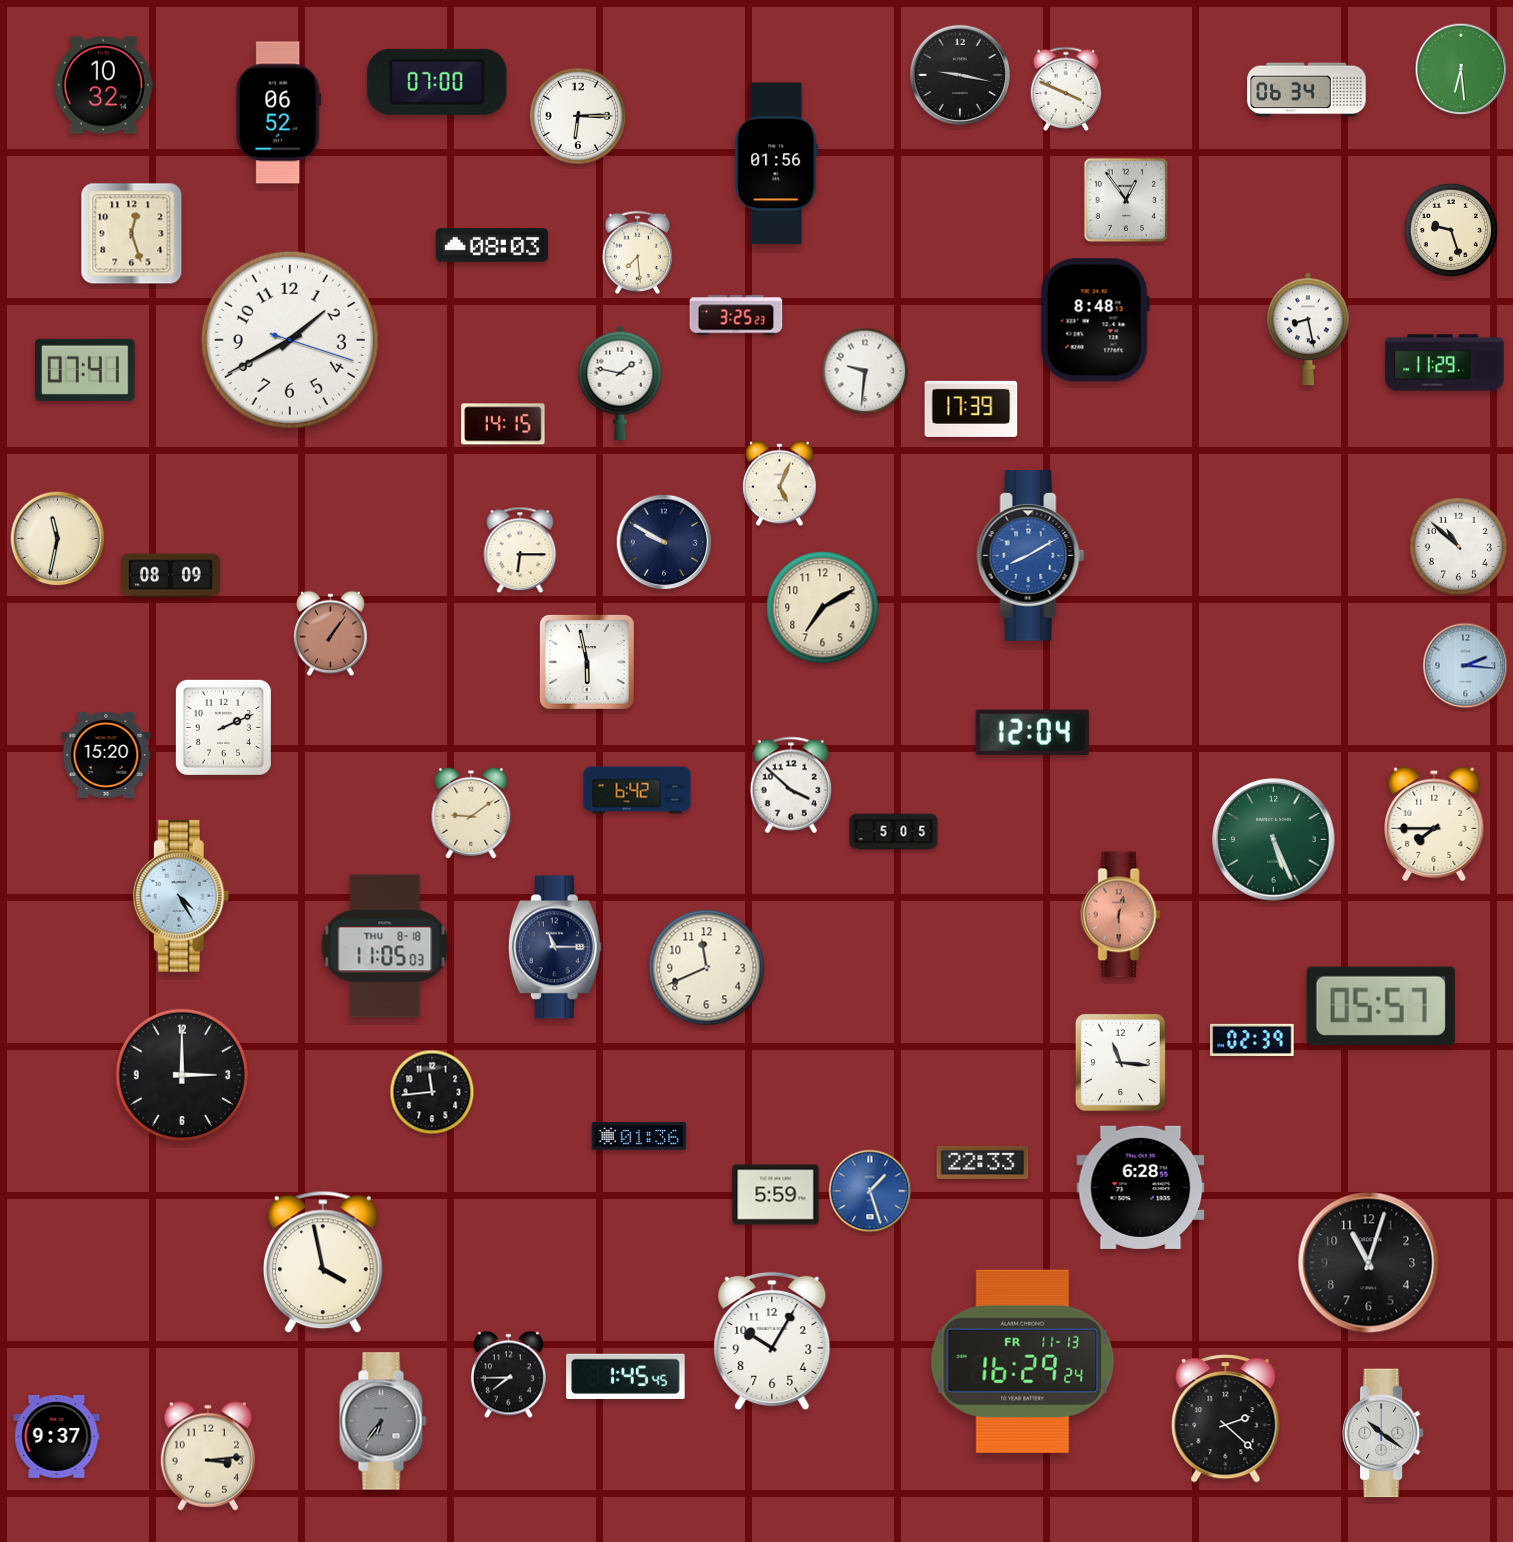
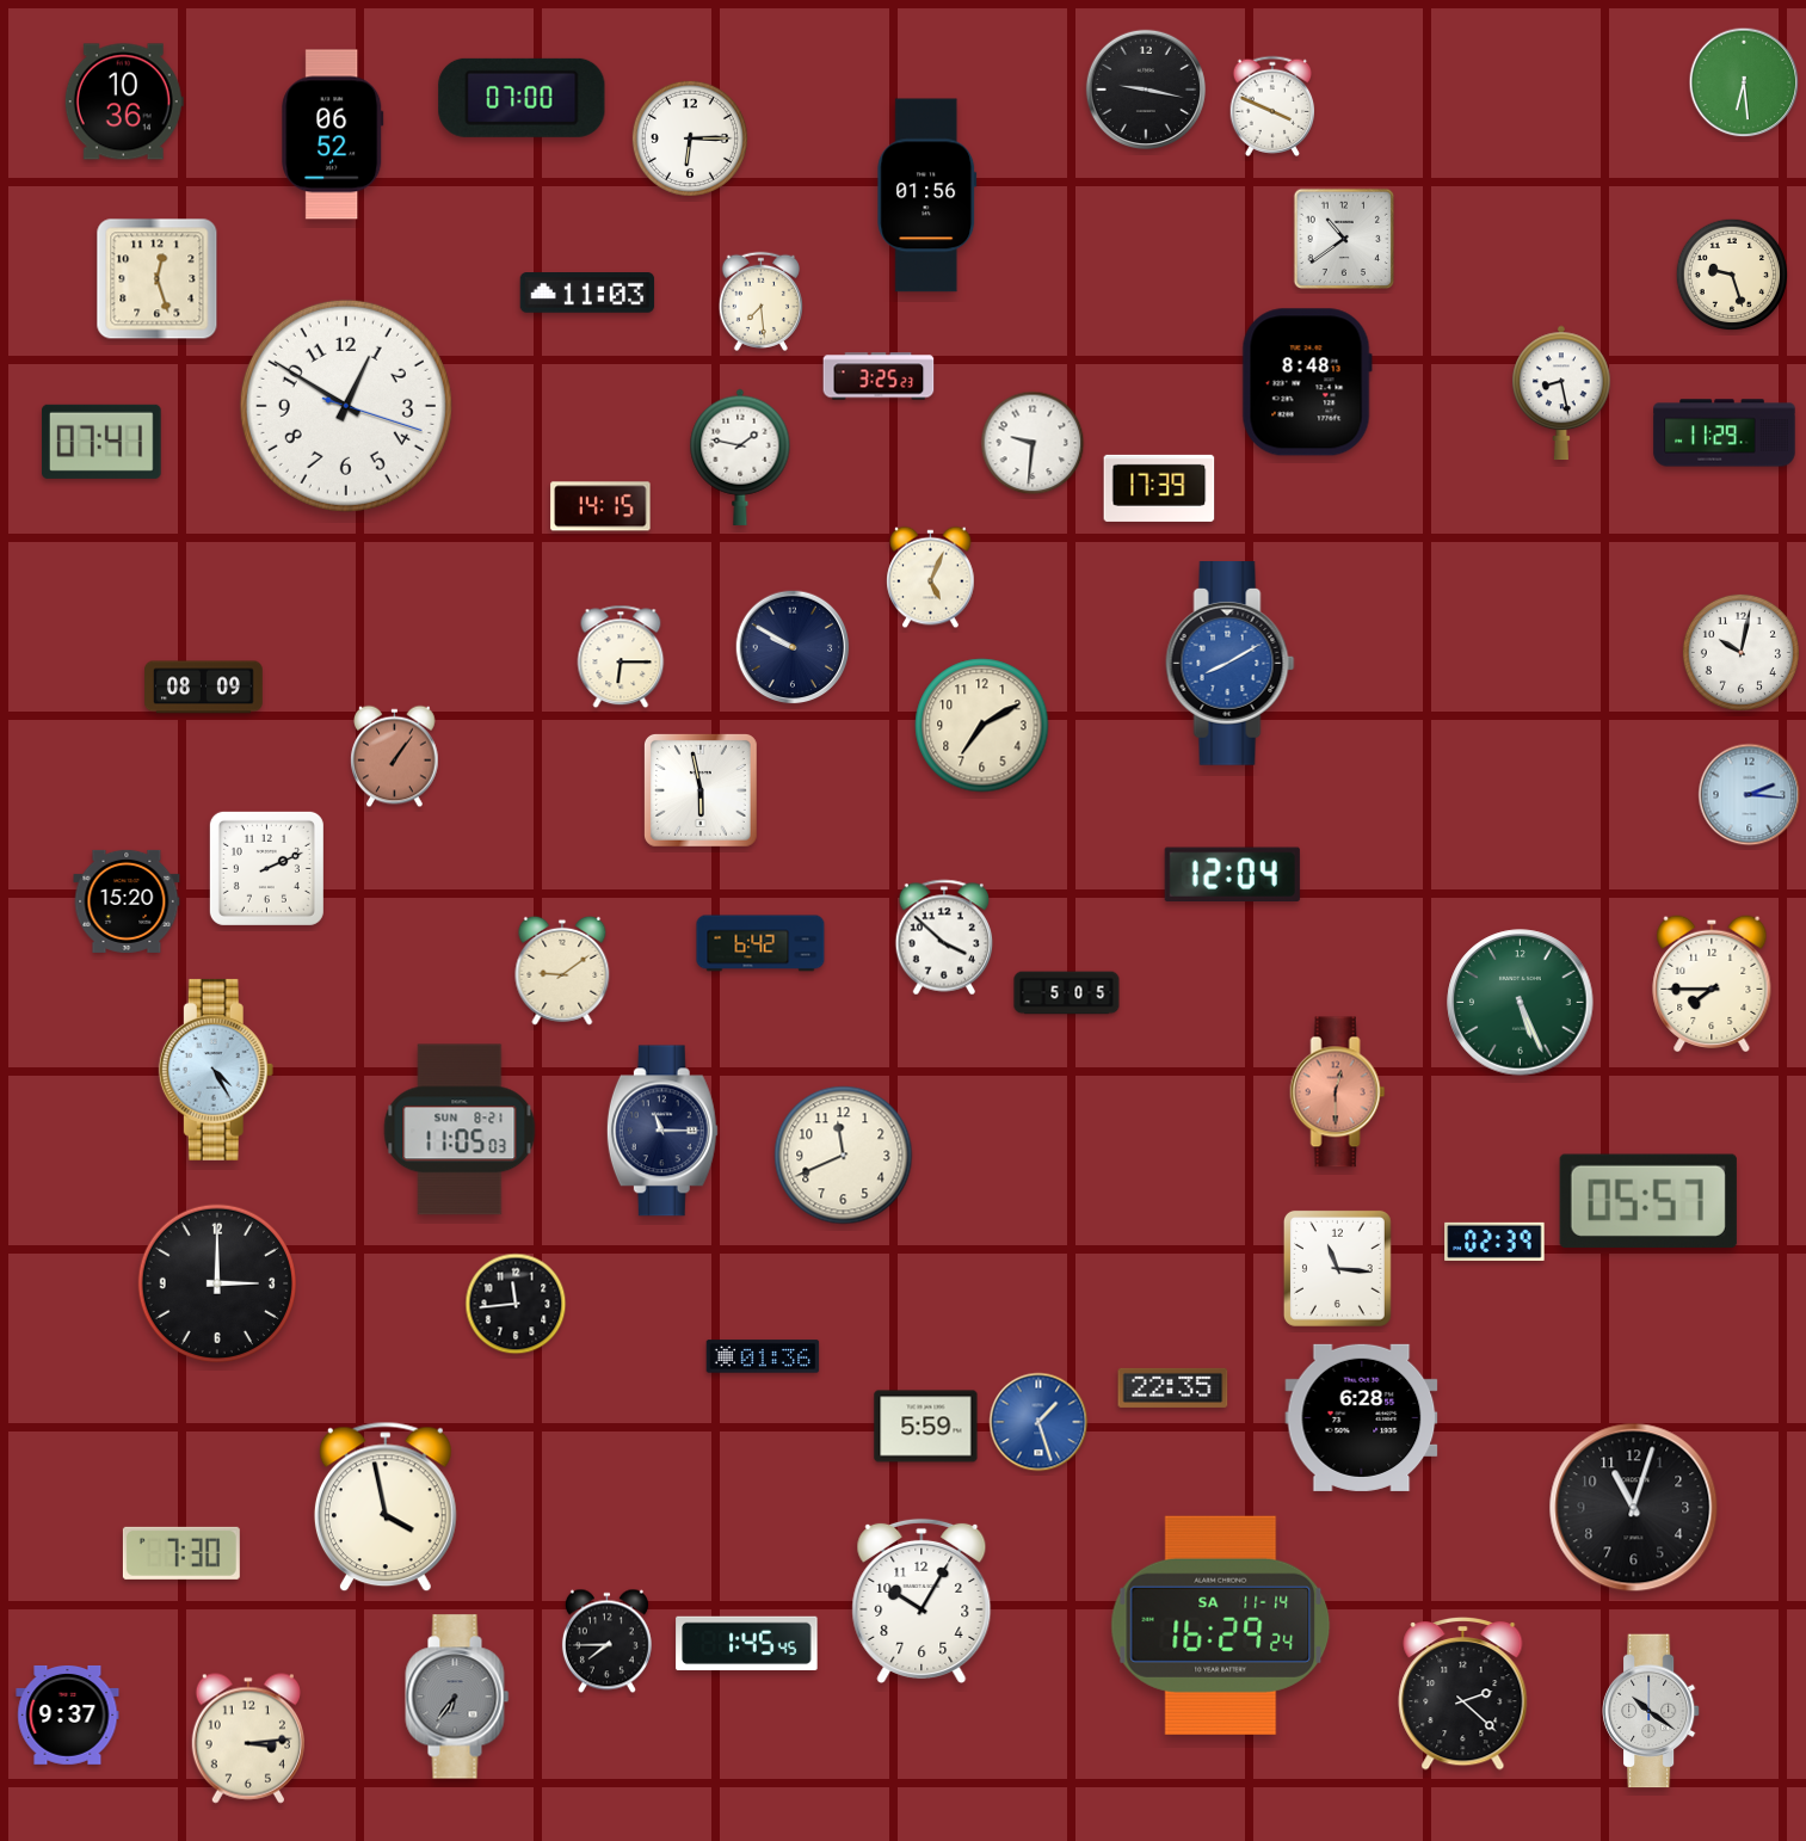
clock at (104, 85): 10:32 -> 10:36
clock at (1307, 90): 06:34 -> none
clock at (1126, 200): 12:54 -> 10:39
clock at (492, 246): 08:03 -> 11:03
clock at (290, 340): 1:40 -> 12:50
clock at (58, 539): 11:32 -> none
clock at (1458, 546): 10:52 -> 10:02
clock at (385, 946) date: THU 8-18 -> SUN 8-21
clock at (983, 1162): 22:33 -> 22:35
clock at (181, 1553): none -> 7:30
clock at (1023, 1361) date: FR 11-13 -> SA 11-14
